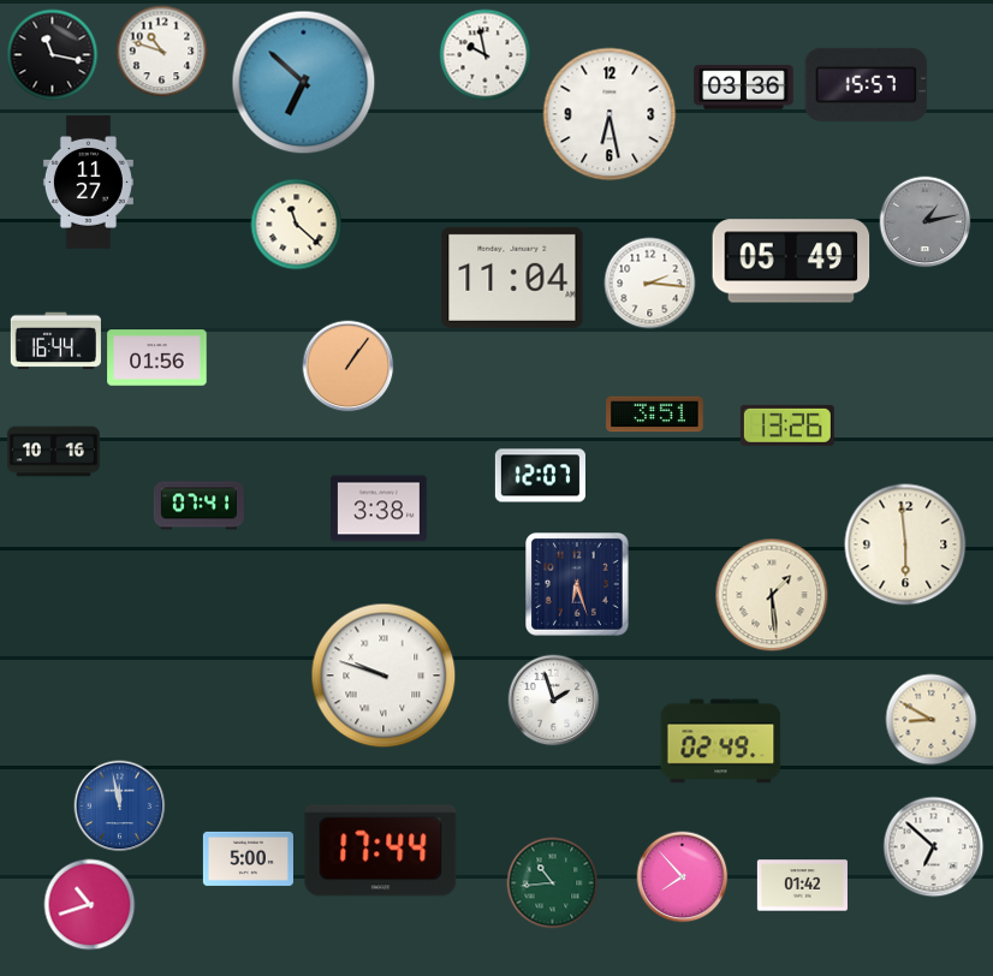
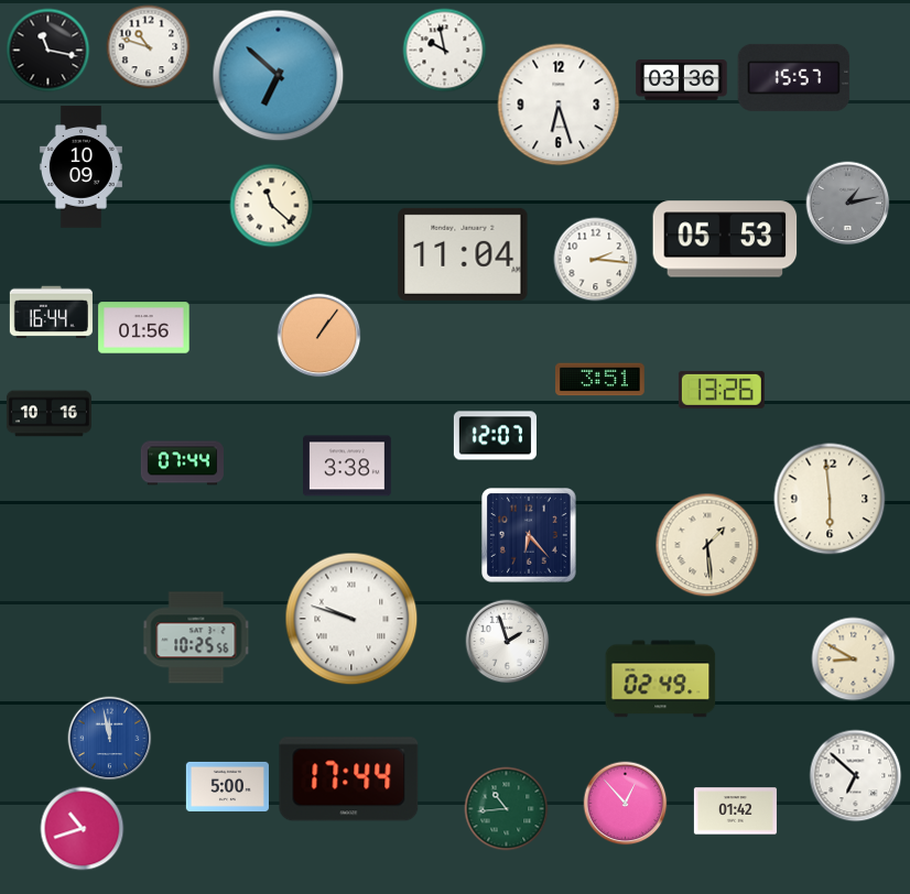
clock at (610, 114): 6:28 -> 6:27
clock at (88, 183): 11:27 -> 10:09
clock at (791, 261): 05:49 -> 05:53
clock at (512, 278) position: (512, 278) -> (463, 254)
clock at (198, 506): 07:41 -> 07:44
clock at (578, 585): 6:27 -> 6:23
clock at (196, 637): none -> 10:25
clock at (683, 877): 7:53 -> 12:53
